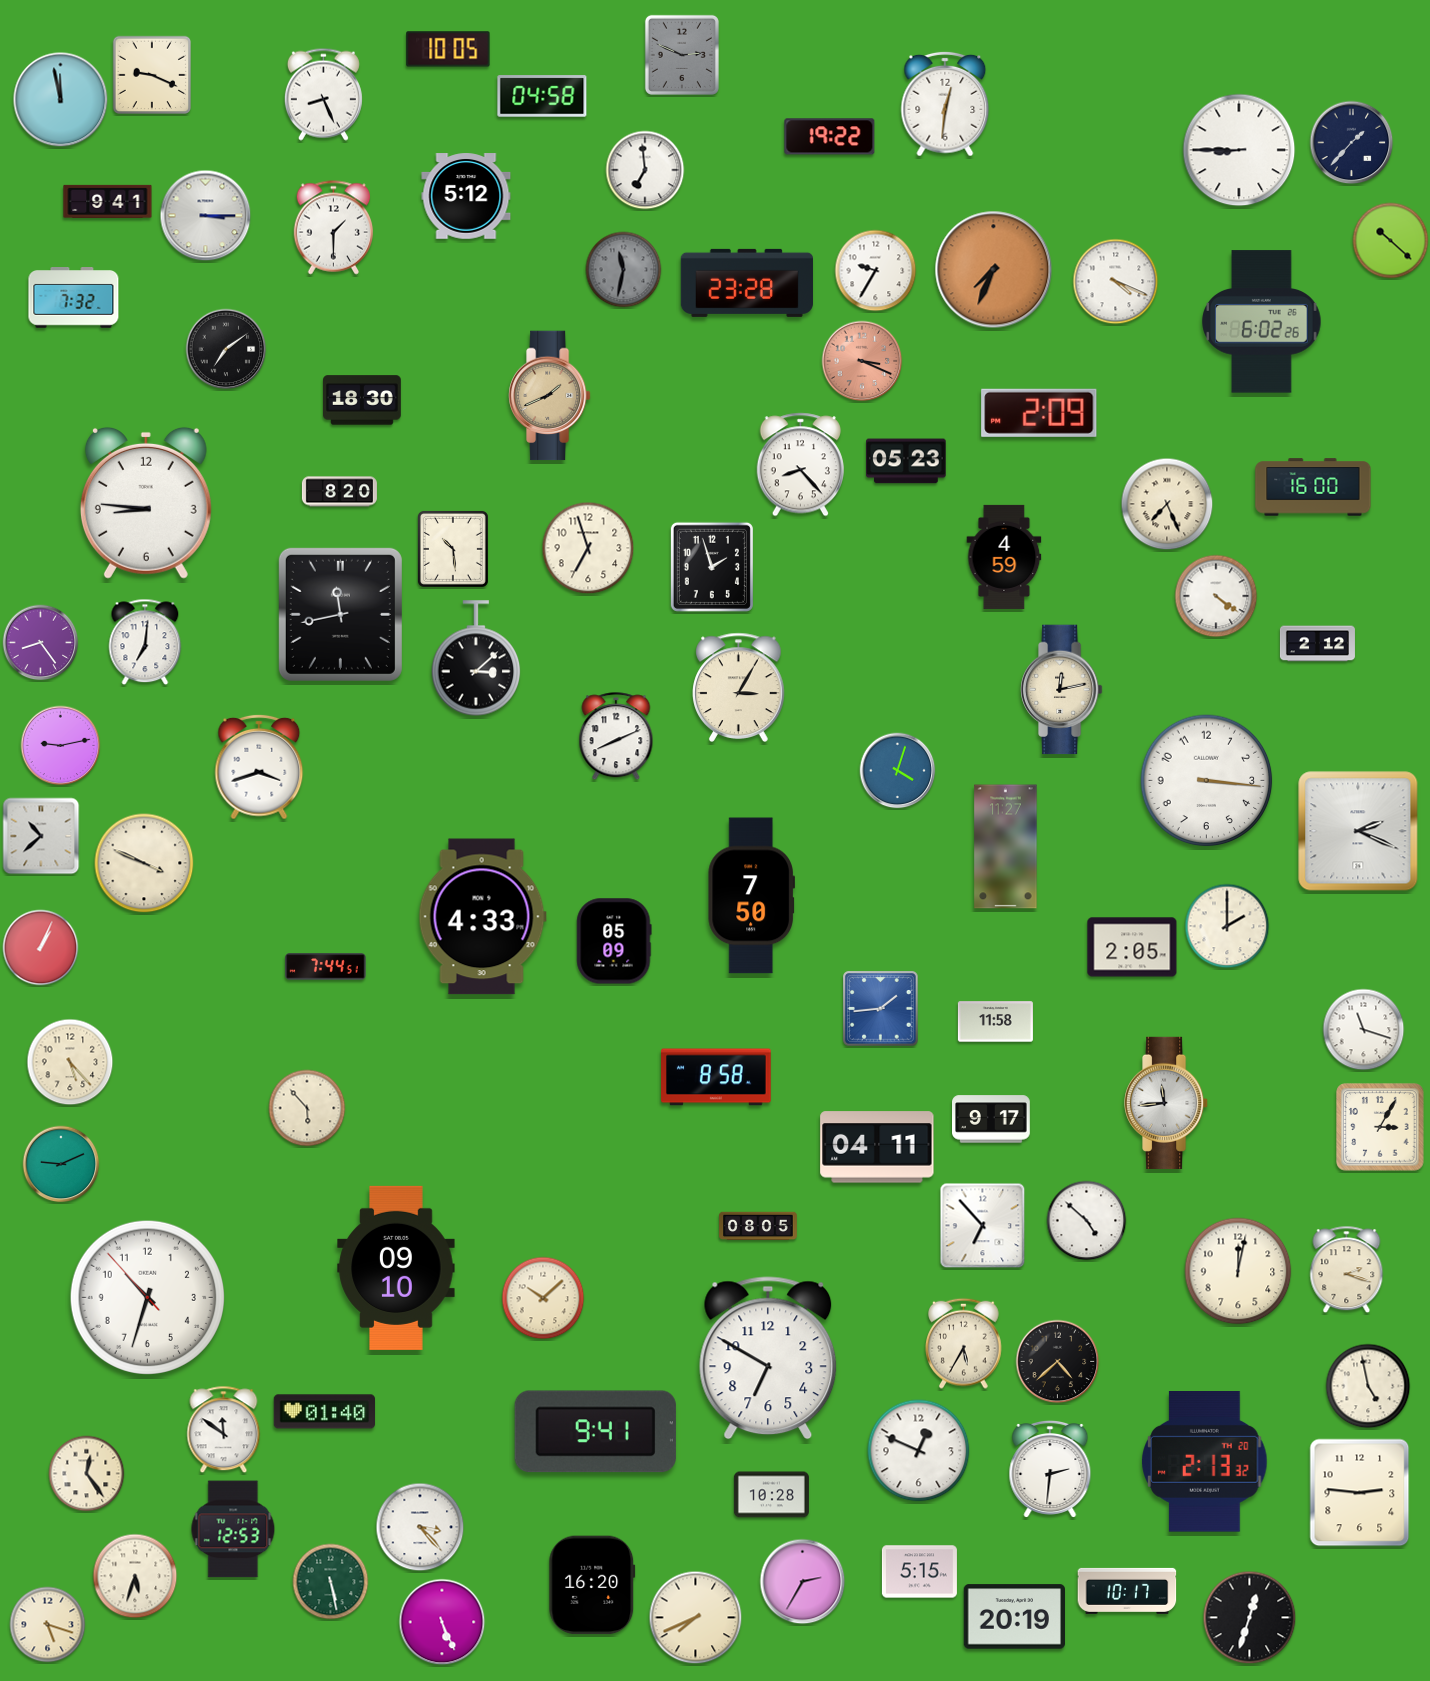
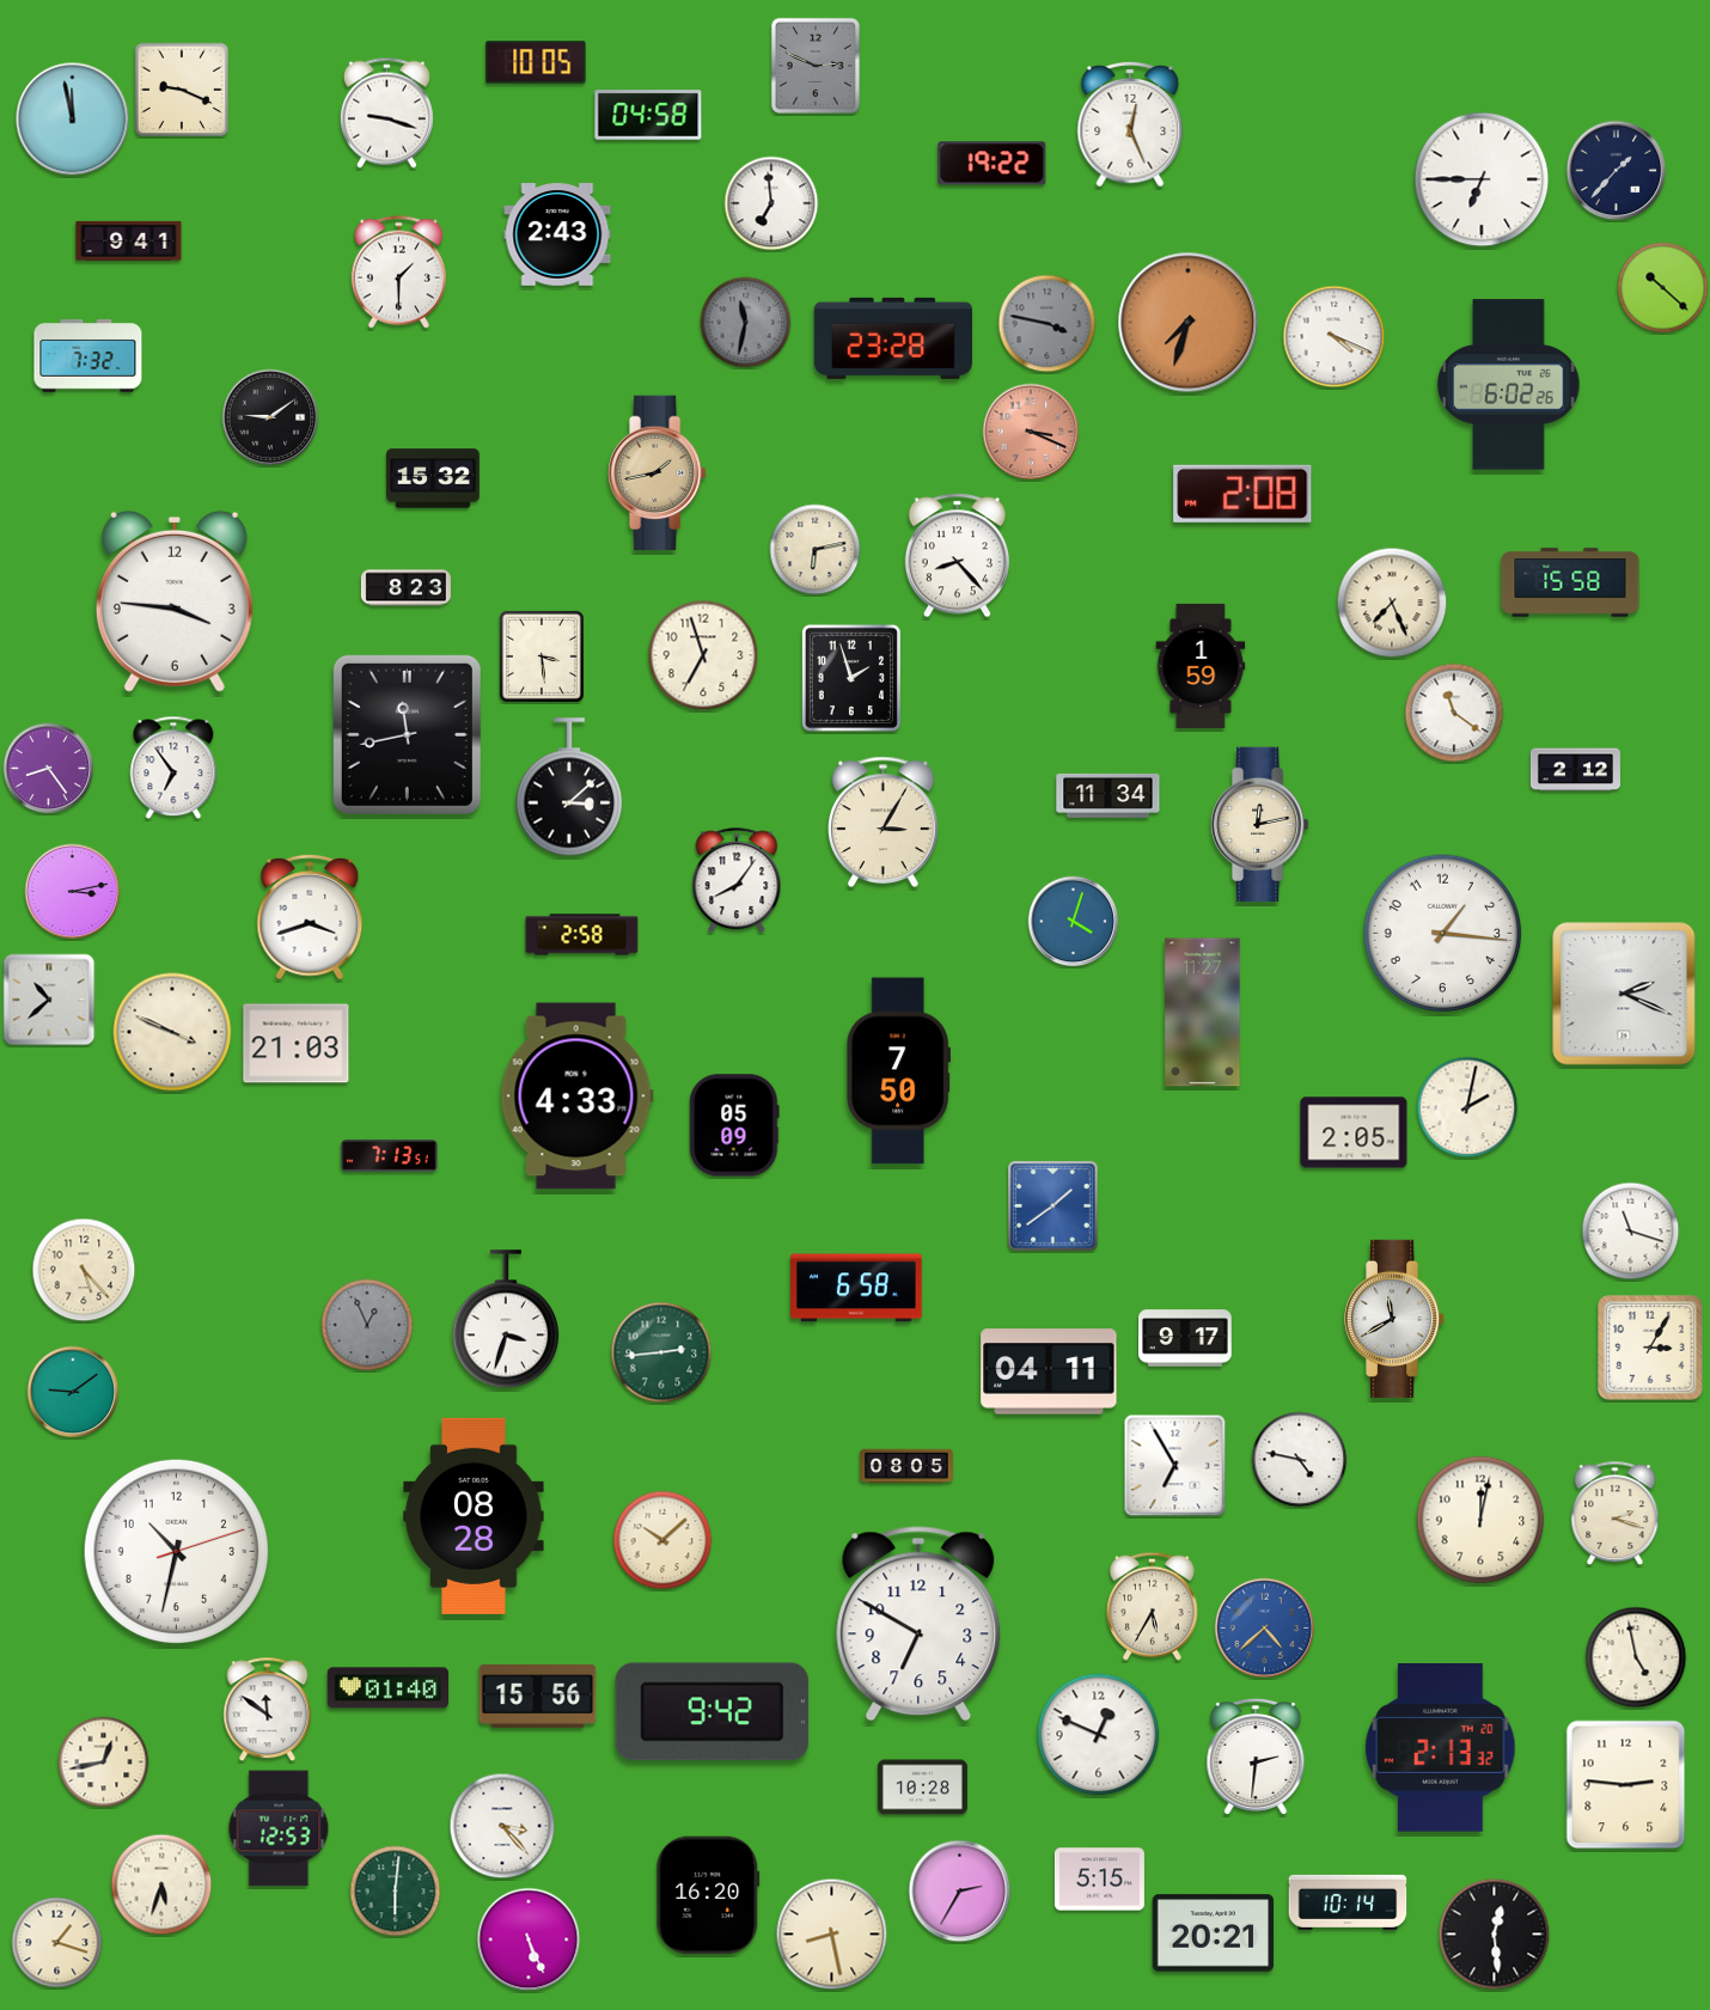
clock at (448, 49) position: (448, 49) -> (536, 62)
clock at (323, 94): 8:26 -> 9:18
clock at (945, 104): 12:31 -> 12:26
clock at (1239, 150): 8:45 -> 6:45
clock at (466, 196): 5:12 -> 2:43
clock at (206, 216): 3:15 -> none
clock at (994, 270): 7:34 -> 7:33
clock at (876, 271): 9:35 -> 3:47
clock at (876, 271) dial: white -> grey
clock at (226, 349): 7:09 -> 9:09
clock at (549, 396): 1:41 -> 1:43
clock at (363, 400): 18:30 -> 15:32
clock at (1039, 413): 2:09 -> 2:08
clock at (816, 550): none -> 6:13
clock at (906, 461): 05:23 -> none
clock at (1313, 487): 16:00 -> 15:58
clock at (339, 492): 8:20 -> 8:23
clock at (146, 503): 8:46 -> 3:46
clock at (1167, 504) position: (1167, 504) -> (1392, 603)
clock at (453, 549): 10:29 -> 3:29
clock at (1004, 557): 4:59 -> 1:59
clock at (1216, 596): 4:21 -> 11:21
clock at (145, 642): 7:01 -> 6:54
clock at (1109, 795): none -> 11:34
clock at (1061, 690) position: (1061, 690) -> (1259, 825)
clock at (616, 737): 8:11 -> 8:06
clock at (61, 746): 9:13 -> 3:13
clock at (1207, 781): 3:16 -> 1:16
clock at (582, 935): none -> 2:58
clock at (297, 1044): none -> 21:03
clock at (1227, 926): 2:00 -> 2:02
clock at (41, 948): 1:04 -> none
clock at (326, 967): 7:44 -> 7:13
clock at (881, 1009): 1:44 -> 1:39
clock at (995, 1022): 11:58 -> none
clock at (716, 1077): 8:58 -> 6:58
clock at (506, 1319): none -> 3:33
clock at (1167, 1103): 11:44 -> 11:40
clock at (307, 1108): 5:53 -> 12:56
clock at (307, 1108) dial: cream -> grey
clock at (661, 1352): none -> 2:44
clock at (61, 1164): 9:11 -> 9:09
clock at (1087, 1221): 4:52 -> 4:47
clock at (983, 1226): 6:53 -> 6:55
clock at (396, 1268): 09:10 -> 08:28
clock at (1347, 1270) position: (1347, 1270) -> (1616, 1514)
clock at (147, 1297): 10:32:53 -> 10:32:12
clock at (543, 1298) position: (543, 1298) -> (662, 1540)
clock at (1058, 1362) dial: black -> blue
clock at (538, 1697): none -> 15:56
clock at (595, 1432): 9:41 -> 9:42
clock at (87, 1474): 12:24 -> 12:43
clock at (331, 1582): 5:28 -> 6:01
clock at (1127, 1591): 10:17 -> 10:14
clock at (1014, 1617): 20:19 -> 20:21
clock at (696, 1618): 7:41 -> 8:28
clock at (1250, 1618): 12:33 -> 12:29
clock at (48, 1625): 5:18 -> 1:18
